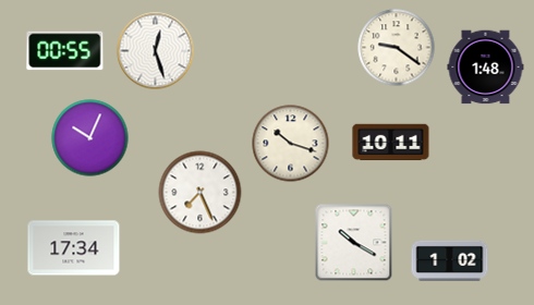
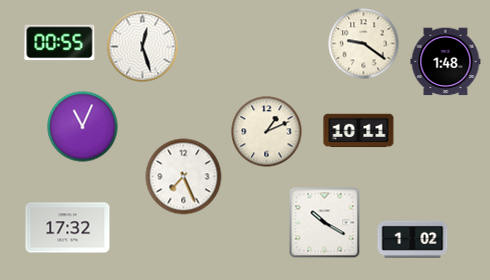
clock at (65, 51) position: (65, 51) -> (60, 43)
clock at (90, 138): 10:04 -> 11:04
clock at (291, 144): 10:18 -> 1:11
clock at (74, 248): 17:34 -> 17:32
